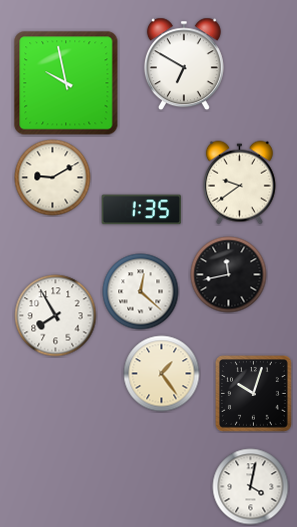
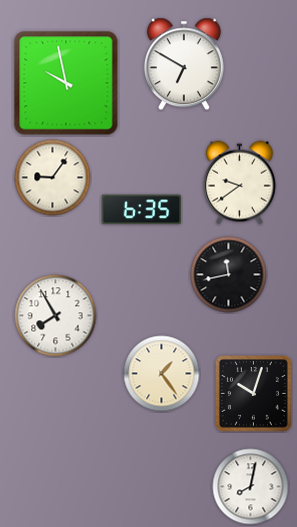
clock at (53, 178): 9:10 -> 9:06
clock at (142, 210): 1:35 -> 6:35
clock at (141, 292): 12:22 -> none
clock at (251, 487): 4:02 -> 8:02
